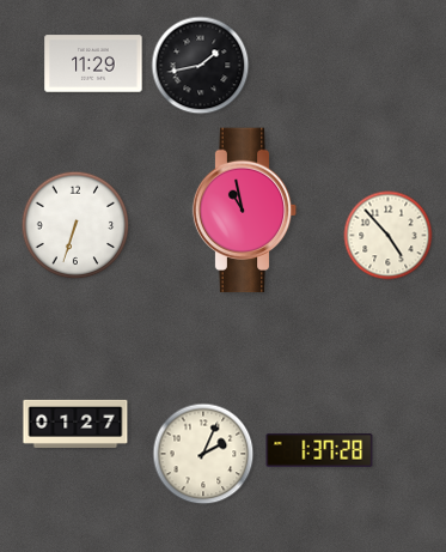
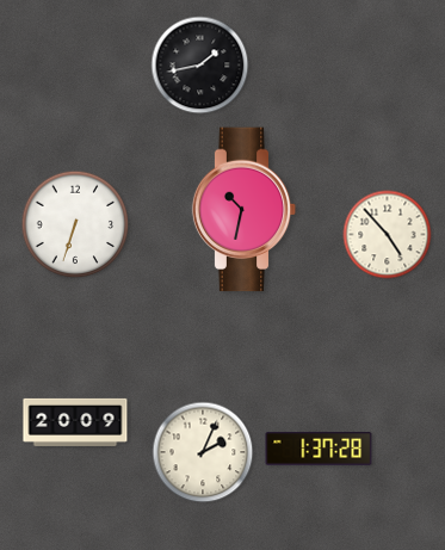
clock at (93, 63): 11:29 -> none
clock at (245, 211): 10:58 -> 10:32
clock at (75, 424): 01:27 -> 20:09
